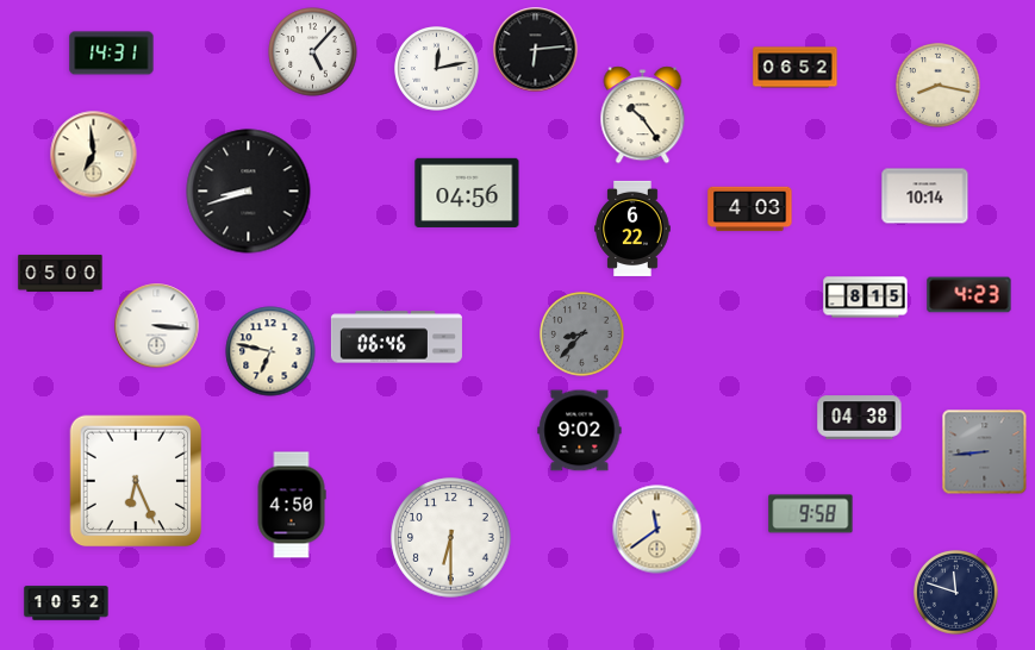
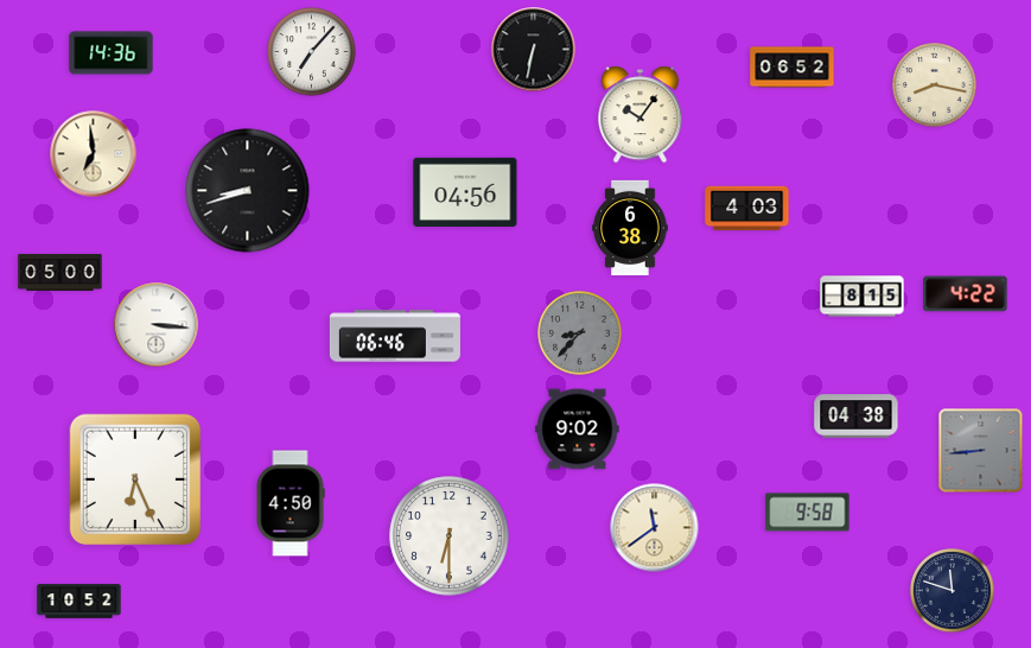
clock at (536, 50): 6:14 -> 6:32
clock at (313, 52): 5:07 -> 7:07
clock at (112, 54): 14:31 -> 14:36
clock at (437, 69): 12:13 -> none
clock at (643, 115): 10:24 -> 10:06
clock at (925, 196): 10:14 -> none
clock at (632, 227): 6:22 -> 6:38
clock at (969, 295): 4:23 -> 4:22
clock at (270, 351): 6:47 -> none
clock at (67, 604) position: (67, 604) -> (79, 602)
